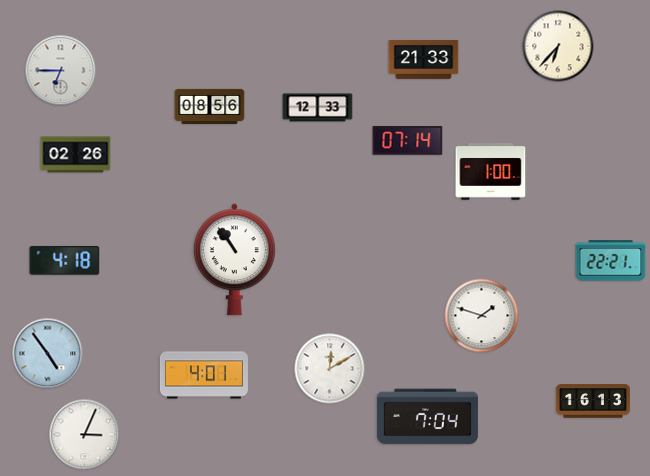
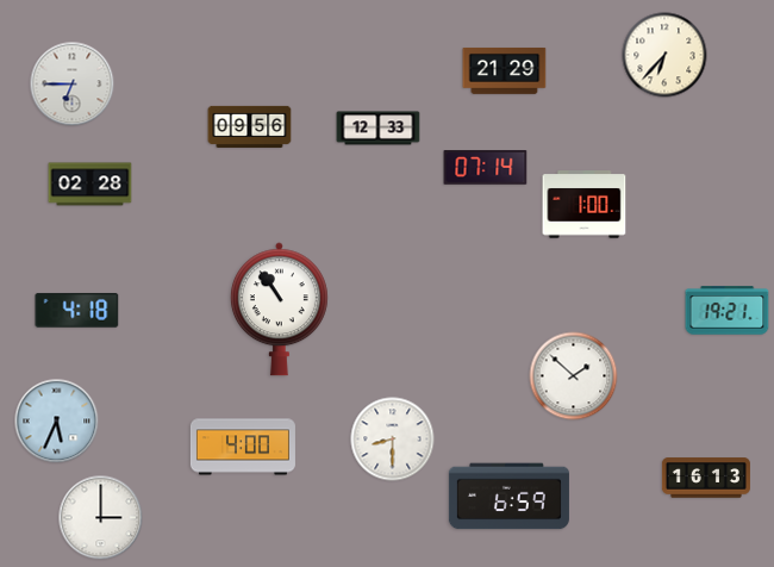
clock at (424, 59): 21:33 -> 21:29
clock at (210, 106): 08:56 -> 09:56
clock at (76, 155): 02:26 -> 02:28
clock at (611, 261): 22:21 -> 19:21
clock at (482, 316): 1:48 -> 1:52
clock at (48, 354): 4:54 -> 5:34
clock at (330, 369): 12:10 -> 8:30
clock at (204, 375): 4:01 -> 4:00
clock at (427, 417): 7:04 -> 6:59
clock at (85, 435): 3:04 -> 3:00
